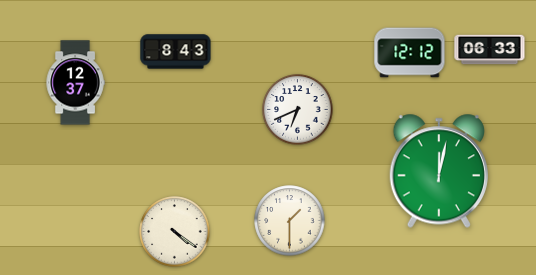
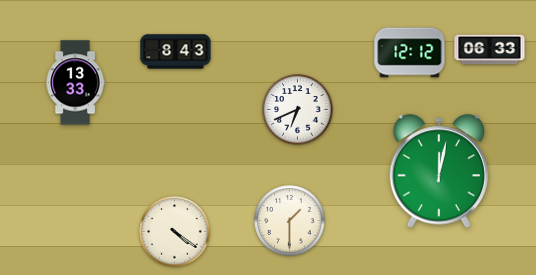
clock at (75, 83): 12:37 -> 13:33
